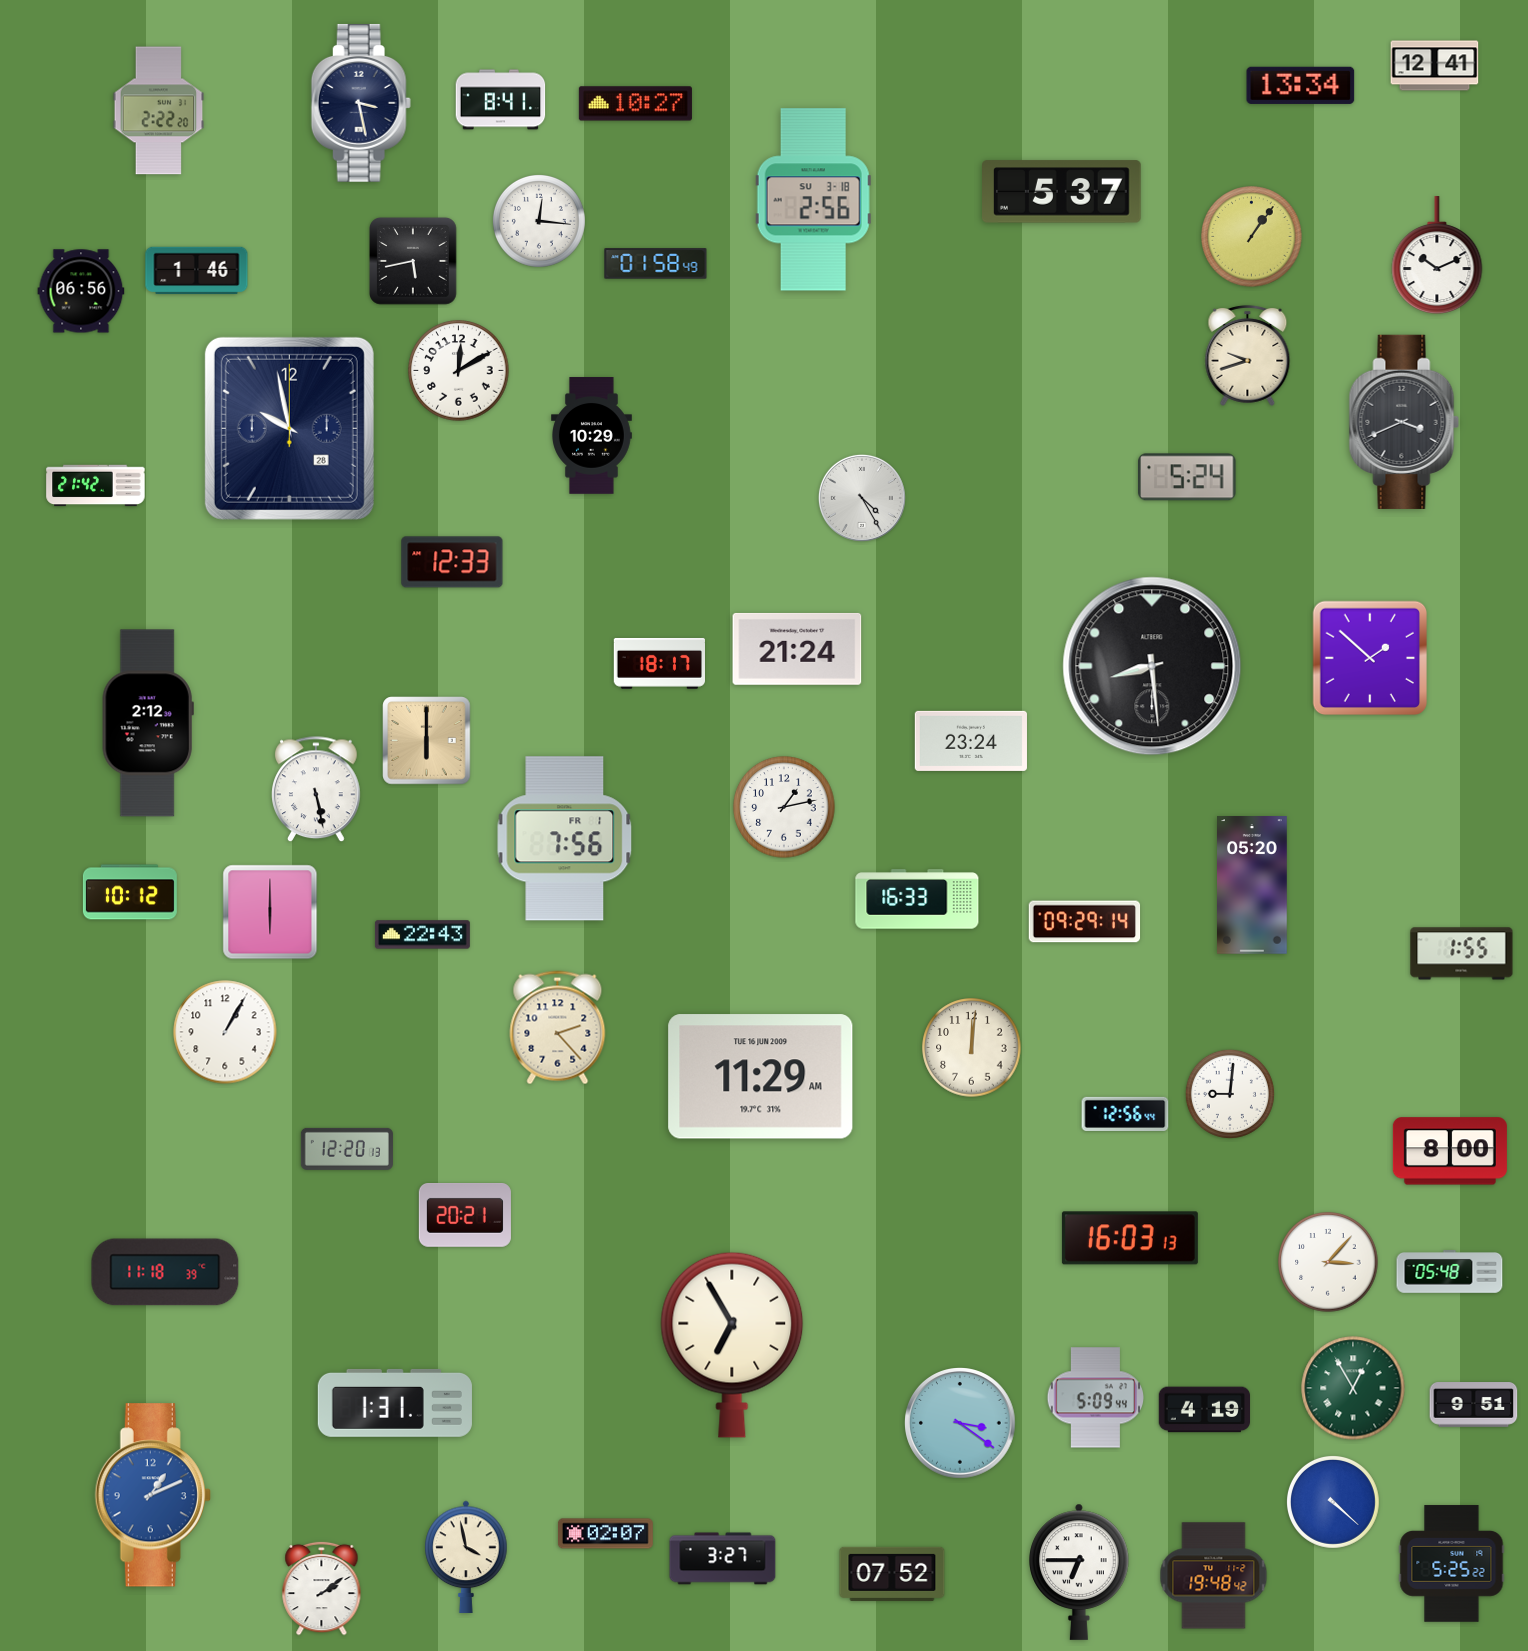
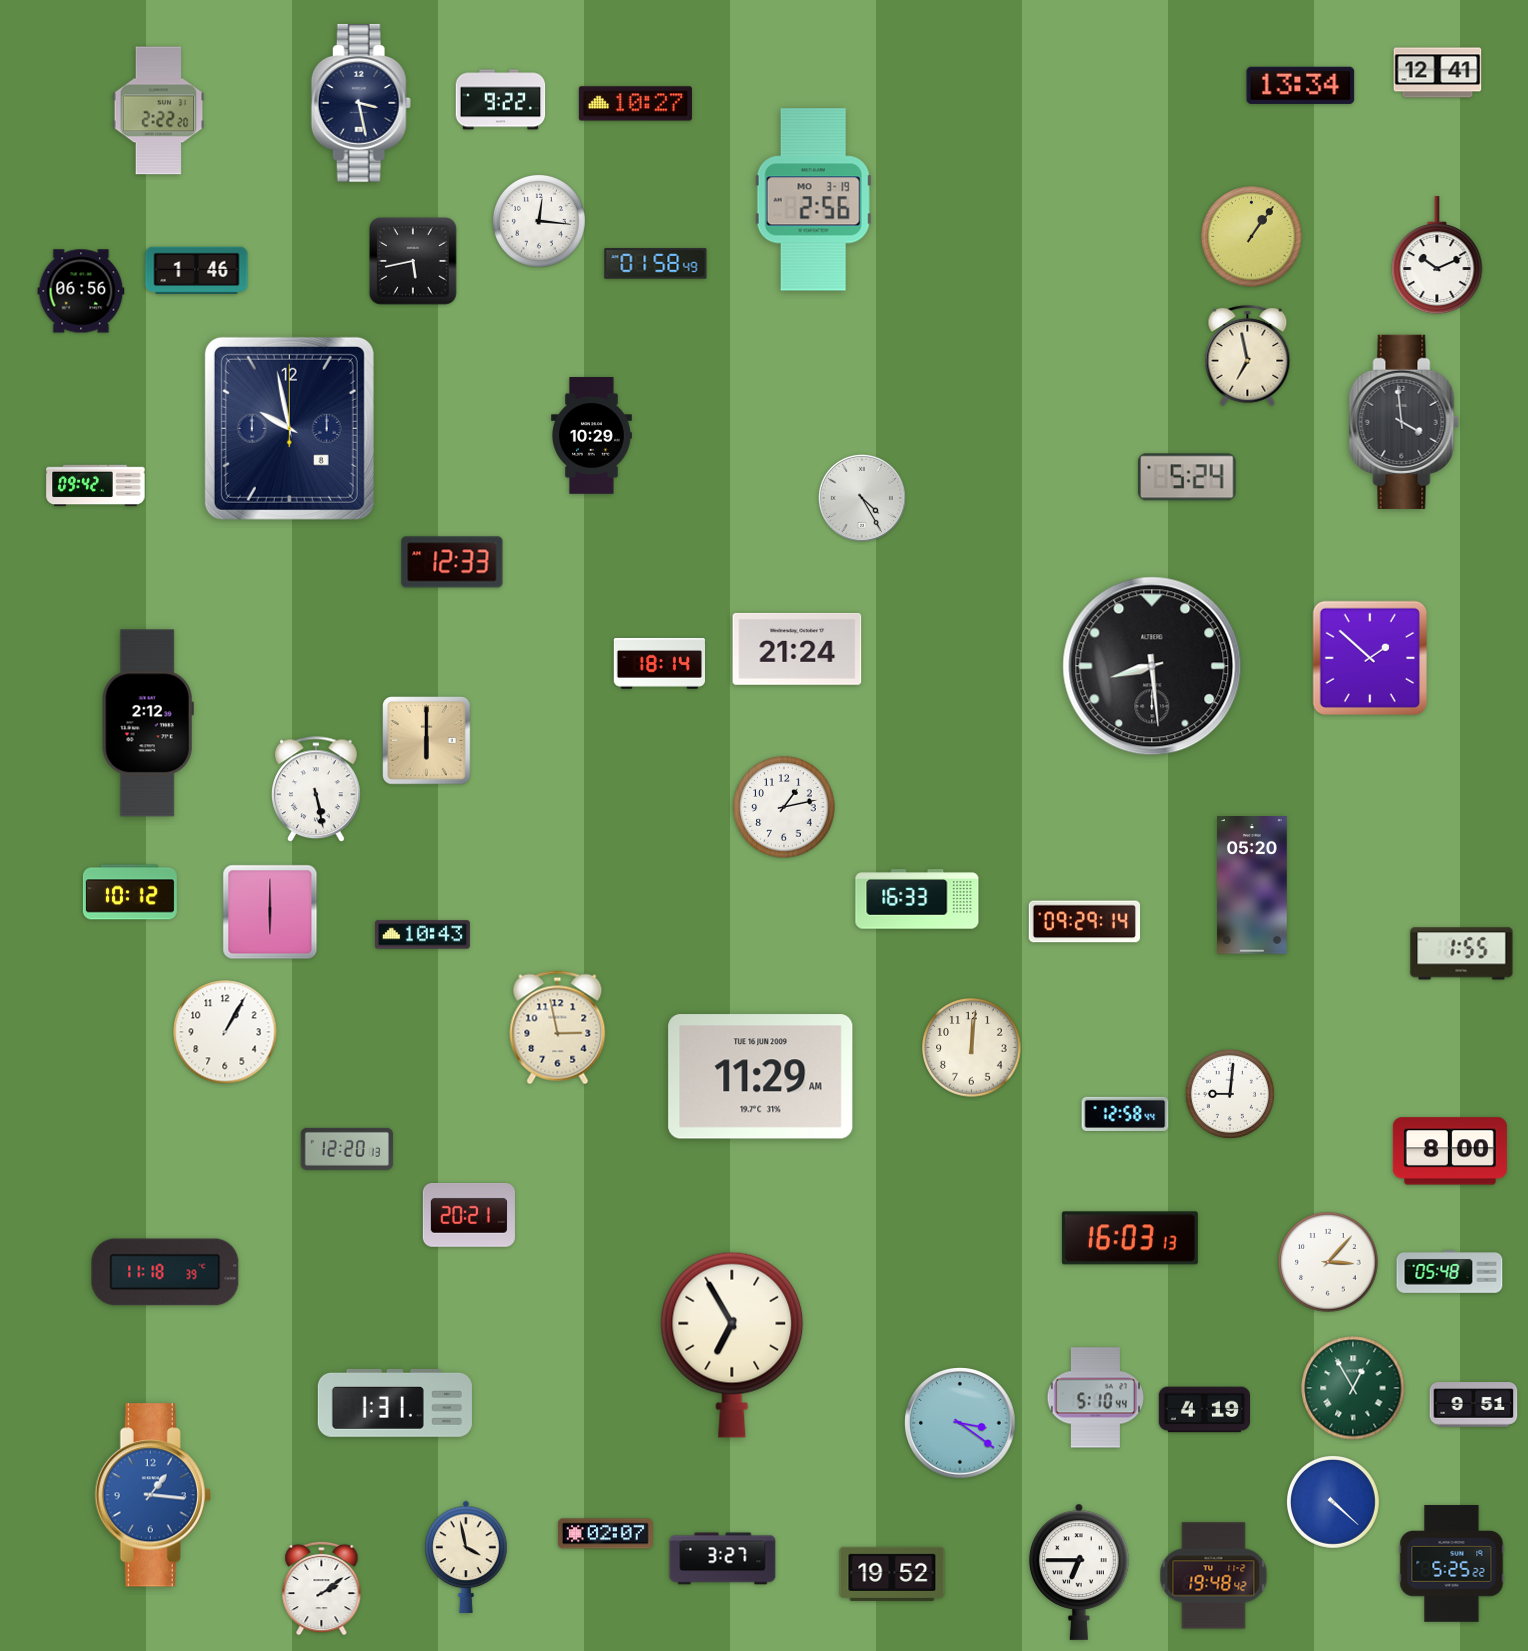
clock at (1435, 66) position: (1435, 66) -> (1438, 73)
clock at (501, 100): 8:41 -> 9:22
clock at (1062, 192): 5:37 -> none
clock at (813, 200) date: SU 3-18 -> MO 3-19
clock at (1248, 355): 9:42 -> 6:58
clock at (459, 371): 12:10 -> none
clock at (1404, 422): 3:41 -> 3:59
clock at (289, 428) date: 28 -> 8
clock at (96, 486): 21:42 -> 09:42
clock at (659, 663): 18:17 -> 18:14
clock at (971, 741): 23:24 -> none
clock at (565, 839): 7:56 -> none
clock at (422, 935): 22:43 -> 10:43
clock at (558, 1028): 2:23 -> 2:58
clock at (1125, 1114): 12:56 -> 12:58
clock at (465, 1216) position: (465, 1216) -> (469, 1216)
clock at (1096, 1398): 5:09 -> 5:10
clock at (153, 1495): 1:11 -> 1:16
clock at (892, 1574): 07:52 -> 19:52
